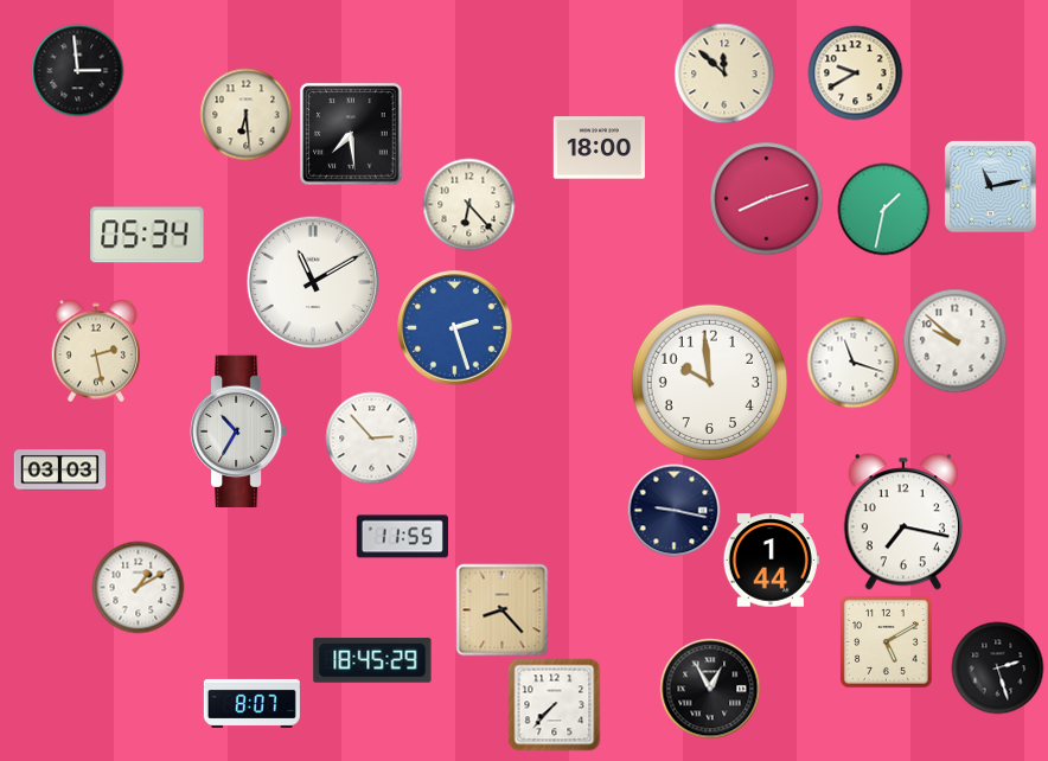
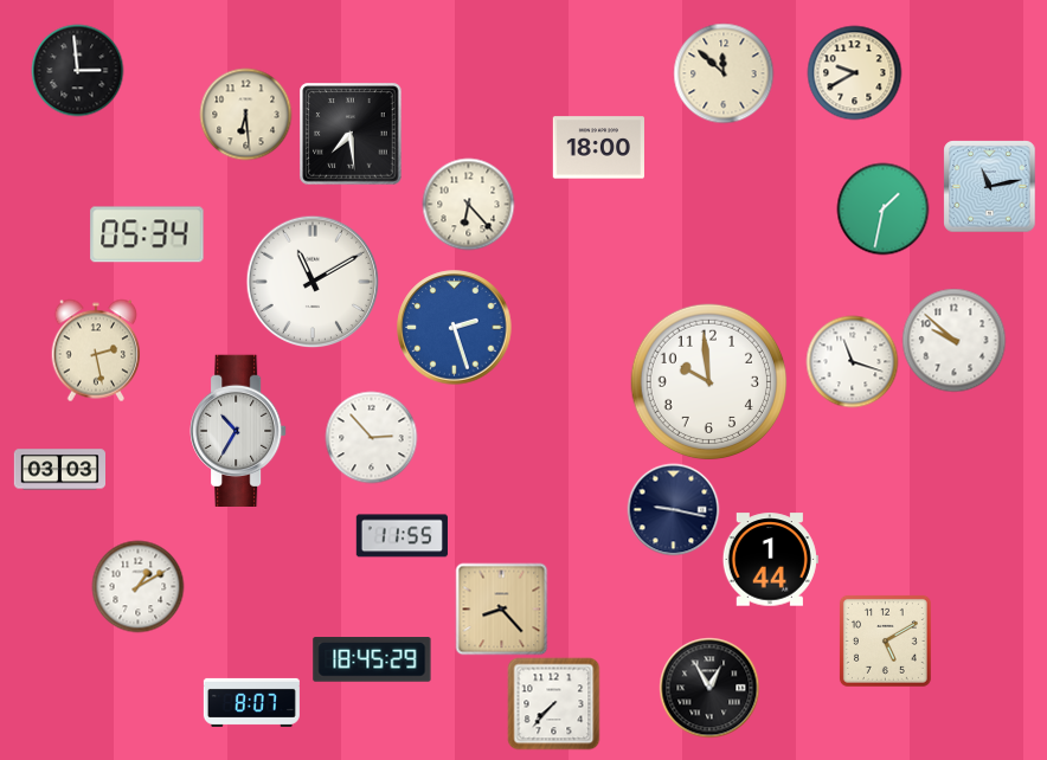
clock at (766, 198): 8:12 -> none
clock at (903, 522): 7:17 -> none
clock at (997, 667): 2:27 -> none
